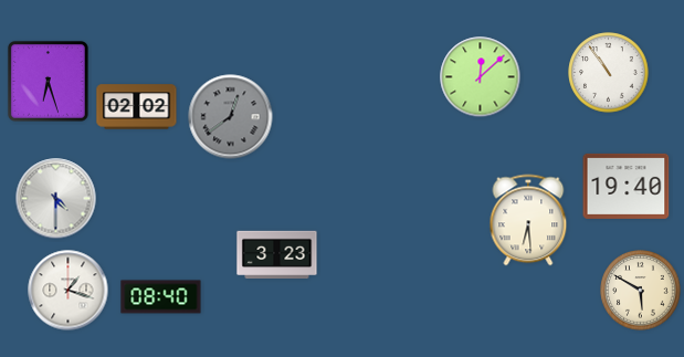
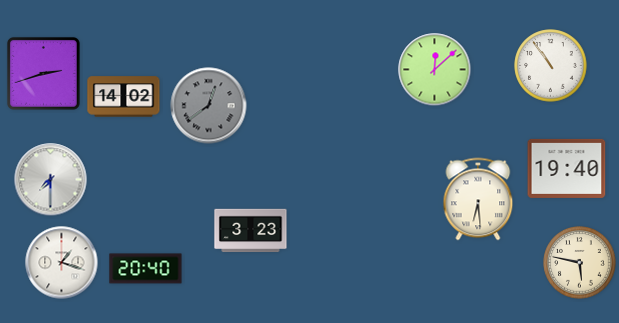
clock at (48, 81): 6:27 -> 2:42
clock at (137, 107): 02:02 -> 14:02
clock at (56, 199): 4:30 -> 7:30
clock at (641, 291): 5:50 -> 5:47
clock at (161, 297): 08:40 -> 20:40
